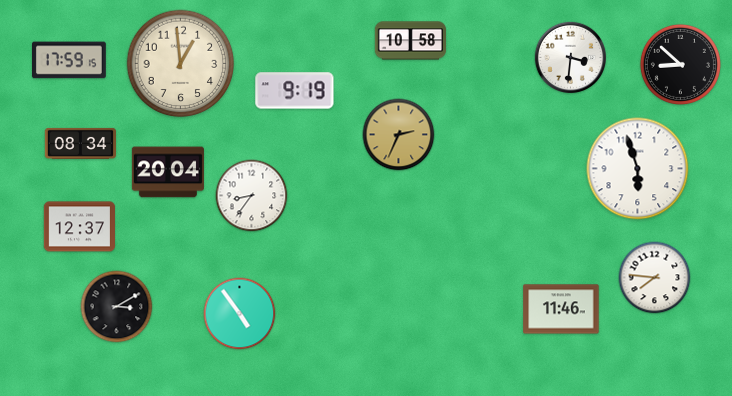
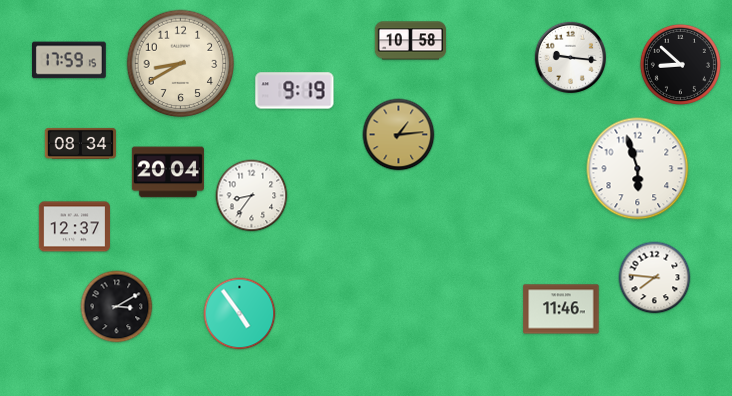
clock at (571, 58): 3:31 -> 9:16
clock at (181, 64): 12:59 -> 8:40
clock at (399, 135): 2:34 -> 1:14
clock at (79, 227) position: (79, 227) -> (74, 227)
